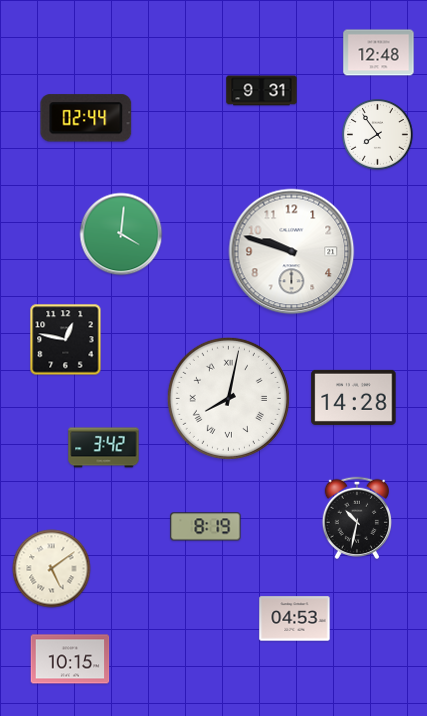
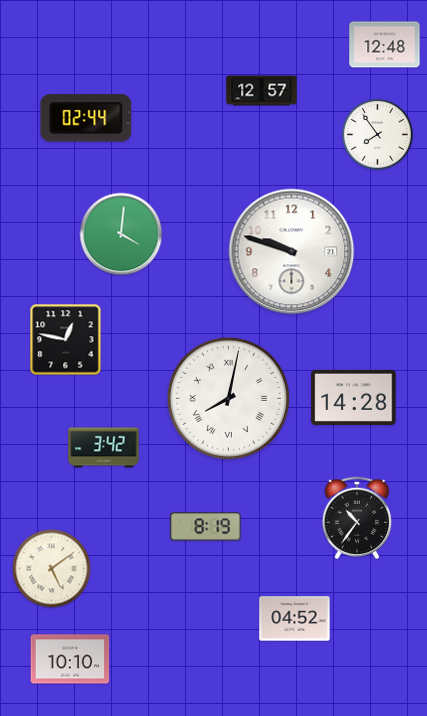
clock at (379, 53) position: (379, 53) -> (385, 45)
clock at (262, 91): 9:31 -> 12:57
clock at (356, 517): 10:32 -> 10:36
clock at (295, 619): 04:53 -> 04:52
clock at (70, 659): 10:15 -> 10:10
